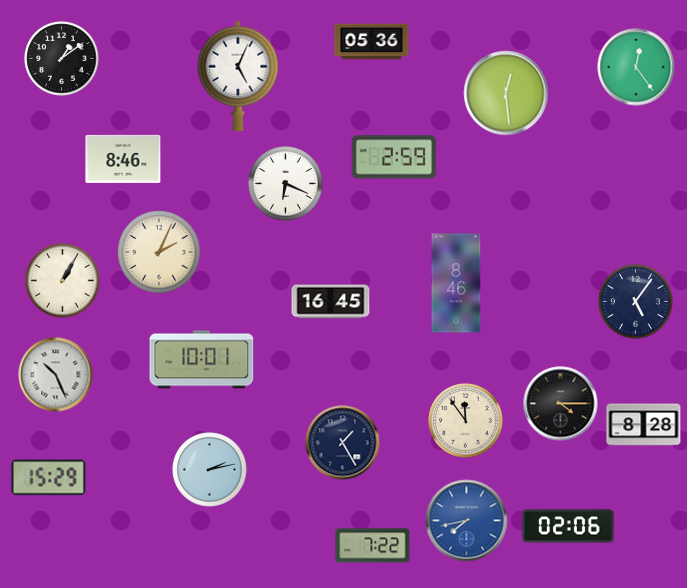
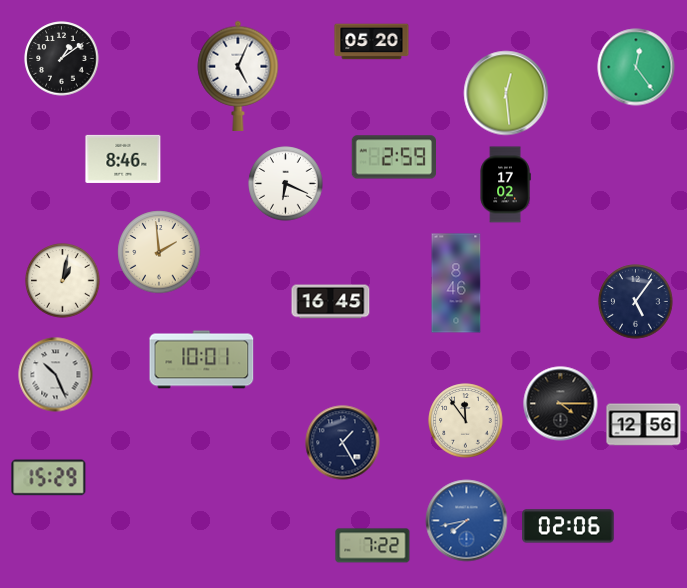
clock at (372, 42): 05:36 -> 05:20
clock at (505, 185): none -> 17:02
clock at (159, 252): 2:04 -> 1:59
clock at (63, 281): 1:05 -> 1:02
clock at (644, 425): 8:28 -> 12:56
clock at (210, 470): 2:13 -> none
